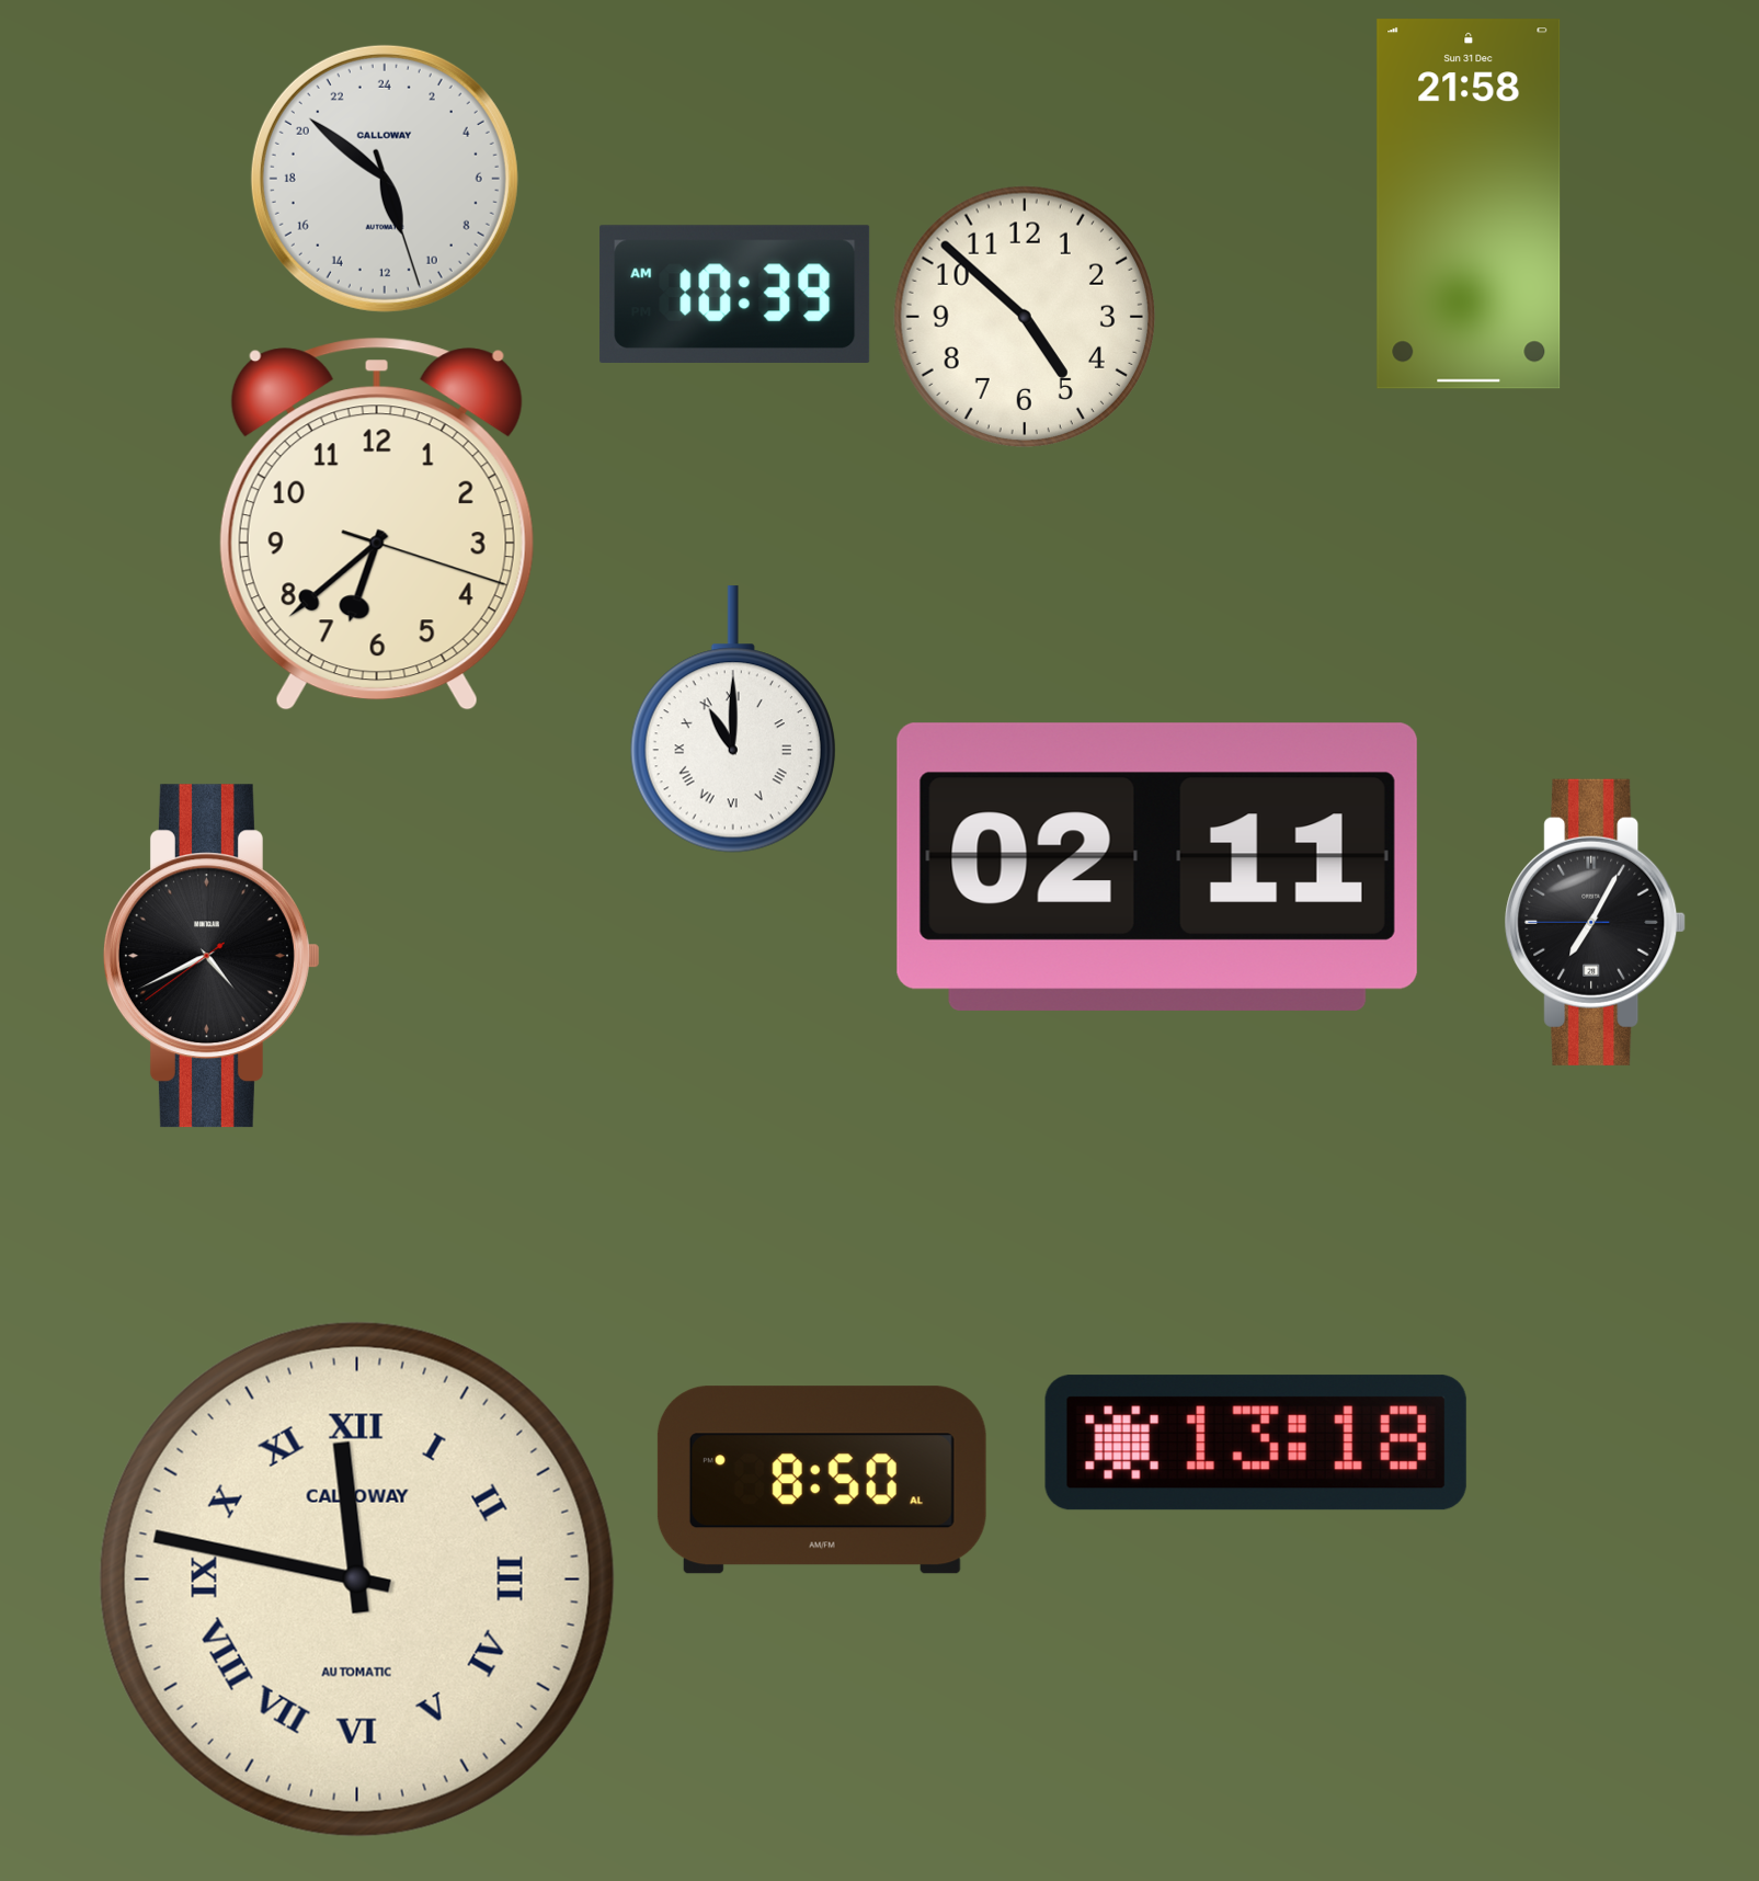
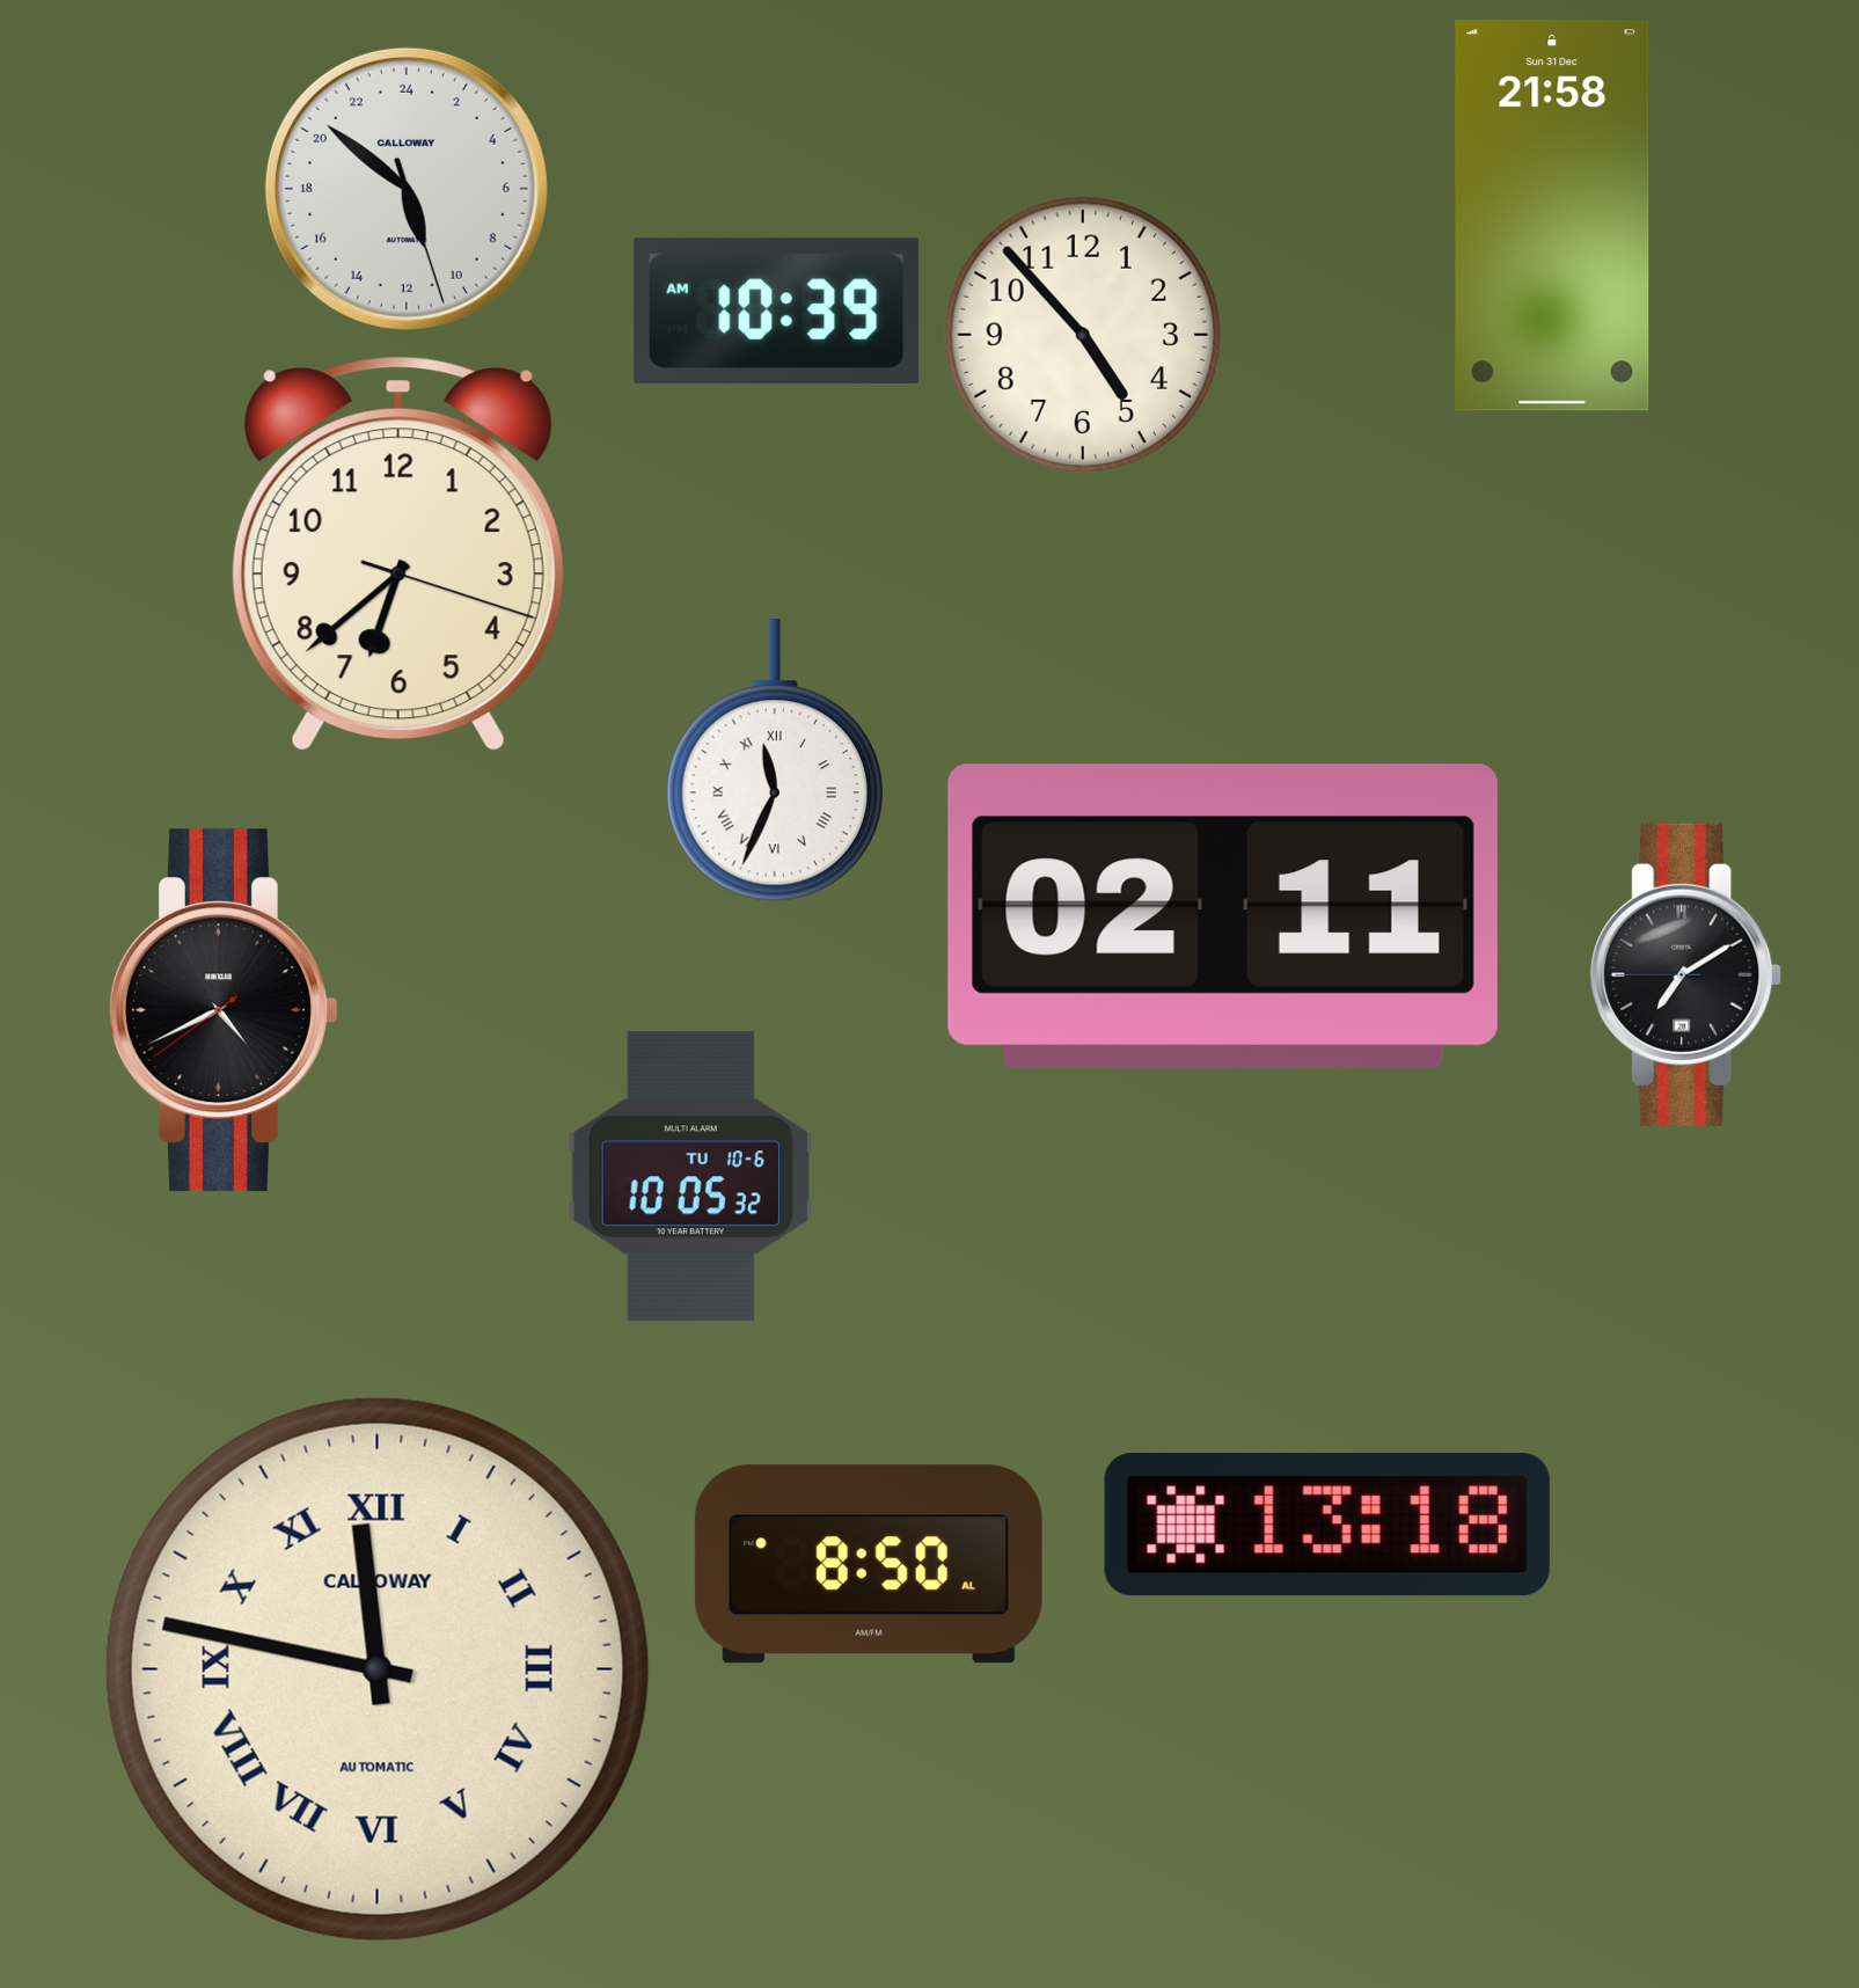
clock at (1025, 317): 4:52 -> 4:53
clock at (733, 719): 11:00 -> 11:34
clock at (1596, 922): 7:04 -> 7:09
clock at (690, 1177): none -> 10:05
